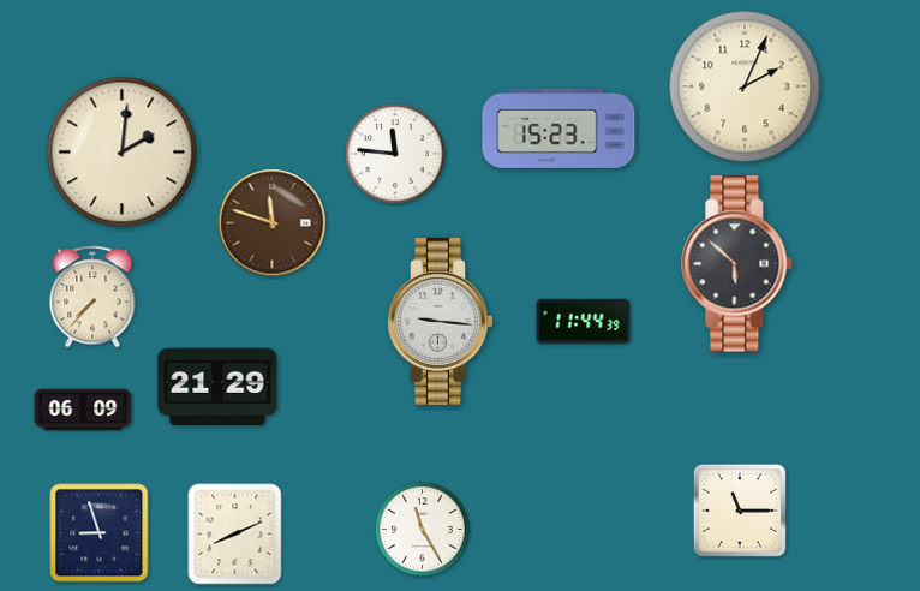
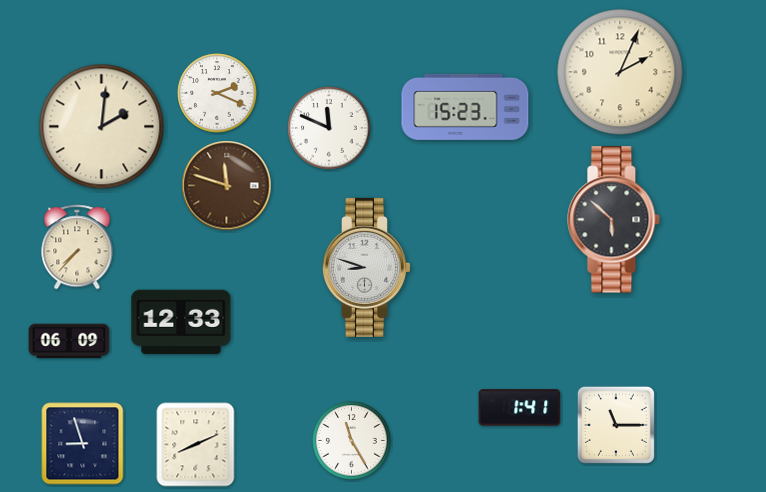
clock at (217, 93): none -> 2:19
clock at (395, 154): 11:46 -> 11:49
clock at (440, 321): 9:16 -> 8:48
clock at (584, 321): 11:44 -> none
clock at (217, 386): 21:29 -> 12:33
clock at (520, 408): none -> 1:41
